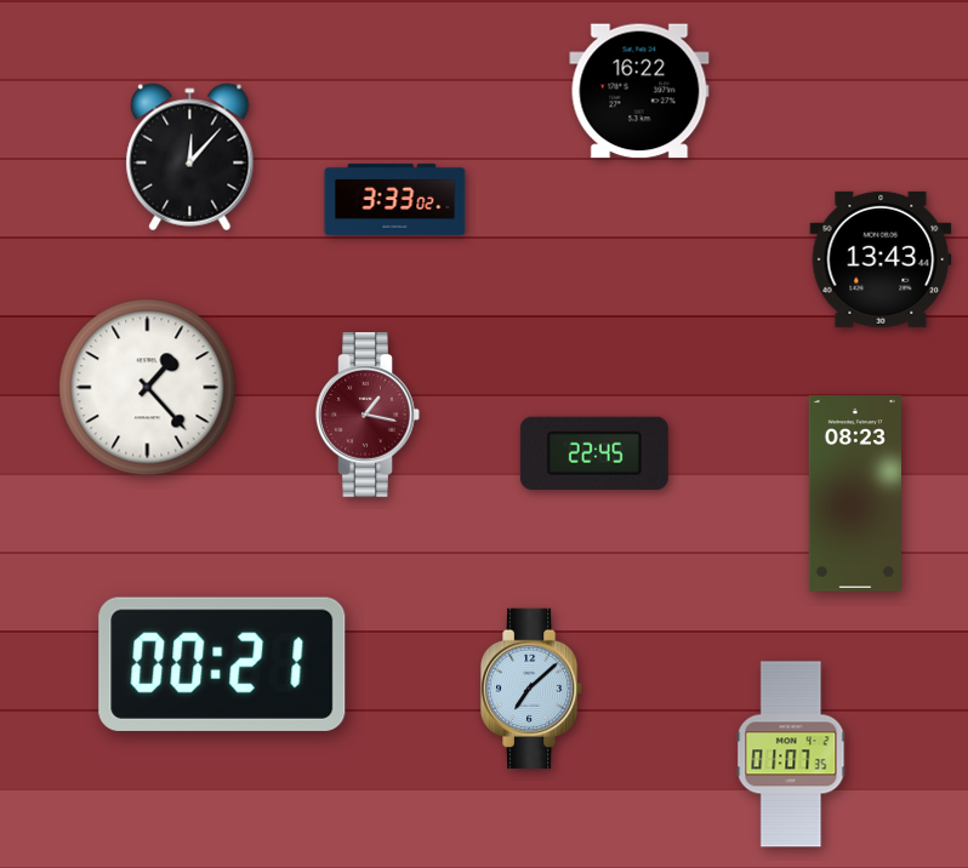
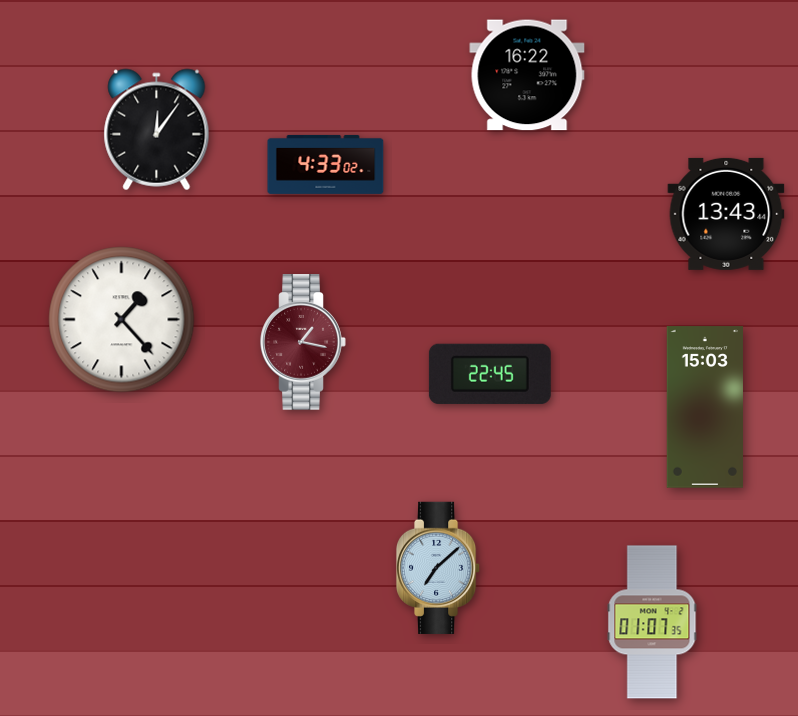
clock at (190, 158): 12:07 -> 12:06
clock at (395, 199): 3:33 -> 4:33
clock at (854, 493): 08:23 -> 15:03
clock at (222, 664): 00:21 -> none
